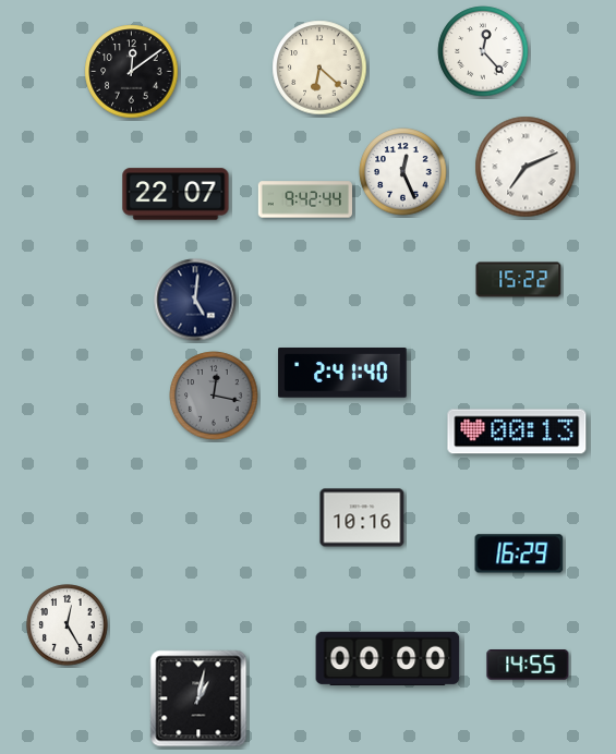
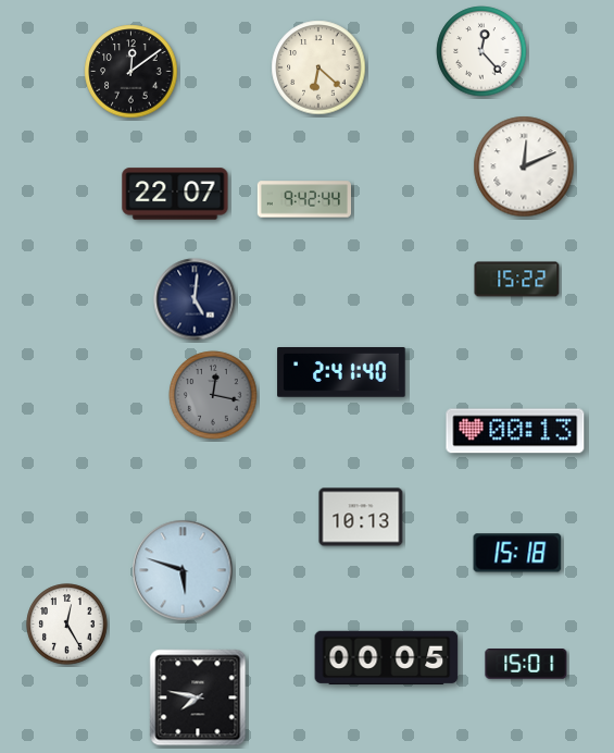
clock at (526, 167): 7:11 -> 12:11
clock at (403, 172): 12:26 -> none
clock at (362, 518): 10:16 -> 10:13
clock at (519, 554): 16:29 -> 15:18
clock at (183, 570): none -> 5:48
clock at (388, 659): 00:00 -> 00:05
clock at (528, 665): 14:55 -> 15:01
clock at (198, 698): 1:02 -> 7:47
